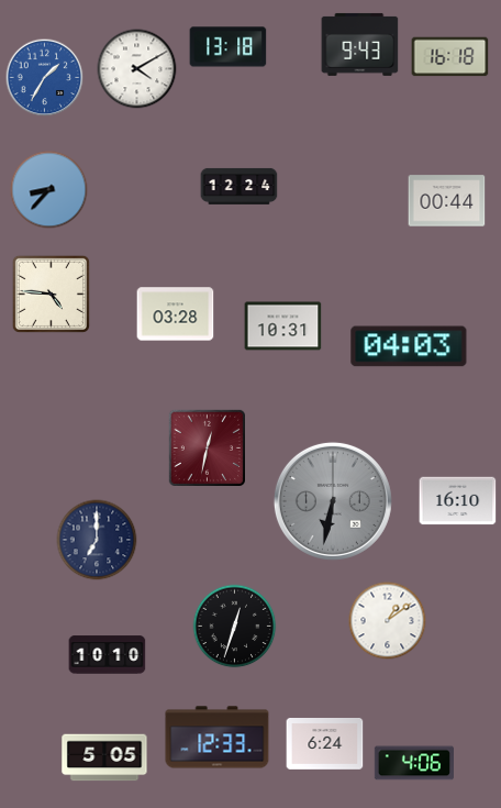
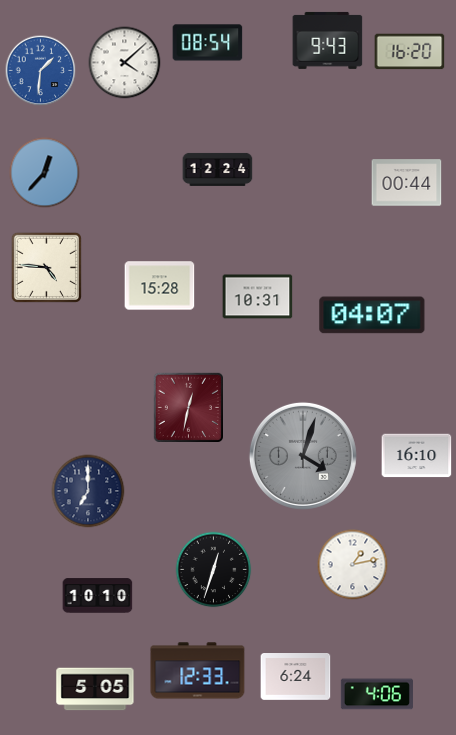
clock at (229, 47): 13:18 -> 08:54
clock at (450, 57): 16:18 -> 16:20
clock at (137, 69): 4:10 -> 4:08
clock at (45, 78): 1:35 -> 1:31
clock at (49, 190): 8:37 -> 12:37
clock at (176, 314): 03:28 -> 15:28
clock at (409, 346): 04:03 -> 04:07
clock at (333, 501): 6:32 -> 4:03
clock at (388, 621): 1:09 -> 1:13
